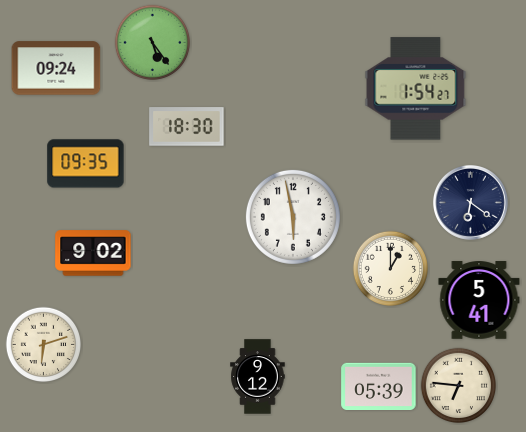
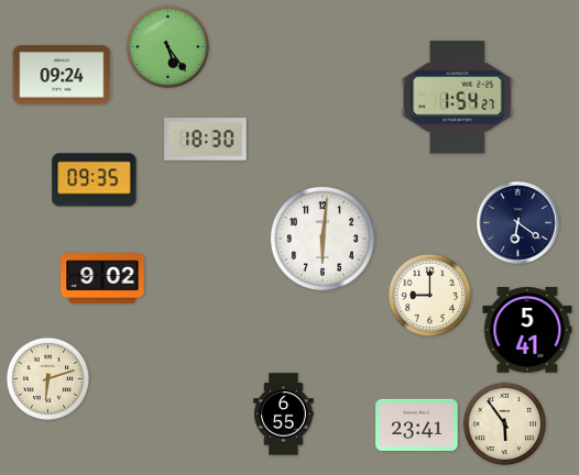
clock at (293, 217): 5:58 -> 6:01
clock at (391, 269): 1:00 -> 9:00
clock at (258, 377): 9:12 -> 6:55
clock at (459, 386): 6:46 -> 5:54
clock at (379, 387): 05:39 -> 23:41
